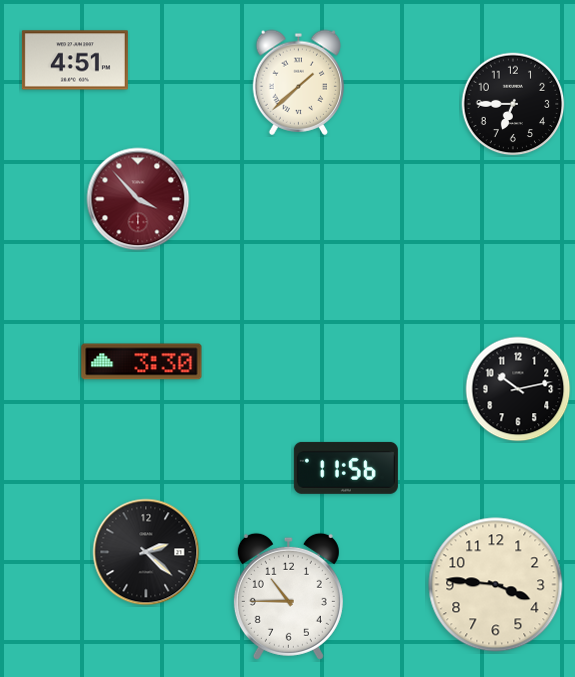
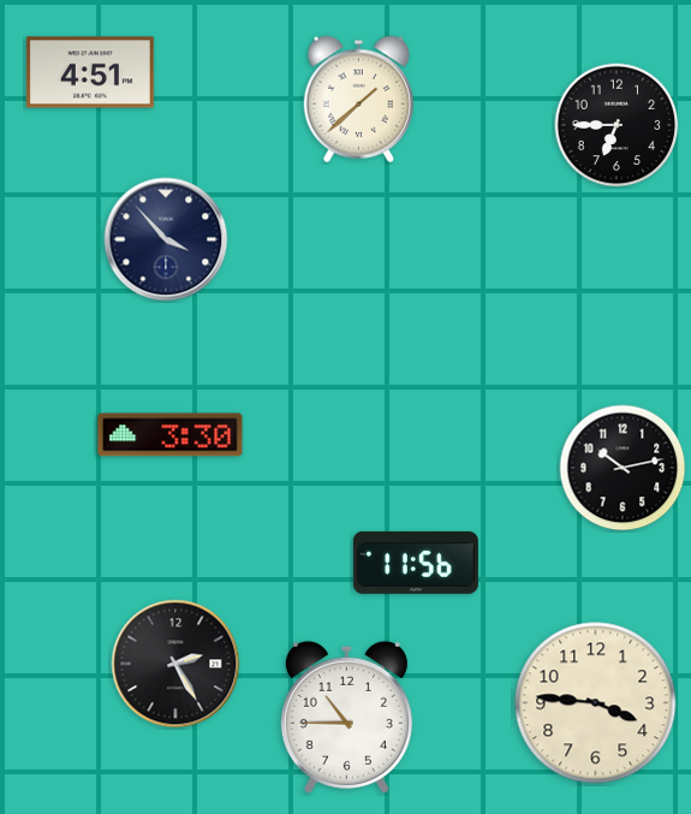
clock at (138, 199) dial: burgundy -> navy
clock at (146, 552): 2:22 -> 2:25
